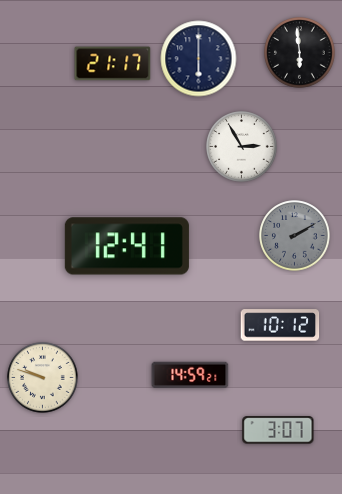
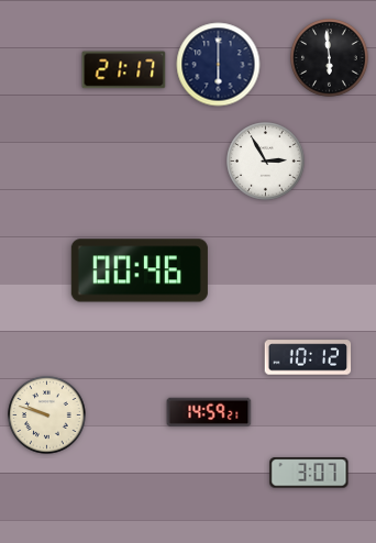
clock at (295, 236): 2:10 -> none
clock at (127, 246): 12:41 -> 00:46
clock at (278, 430) position: (278, 430) -> (309, 473)
